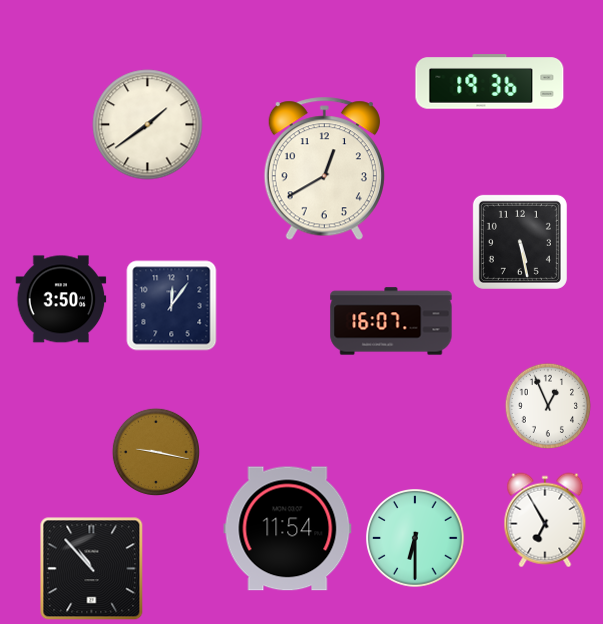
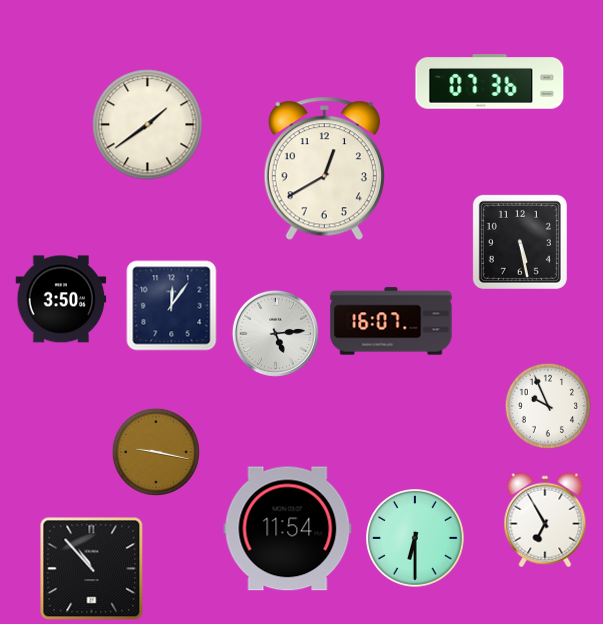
clock at (490, 82): 19:36 -> 07:36
clock at (275, 333): none -> 5:14
clock at (547, 405): 12:56 -> 9:56
